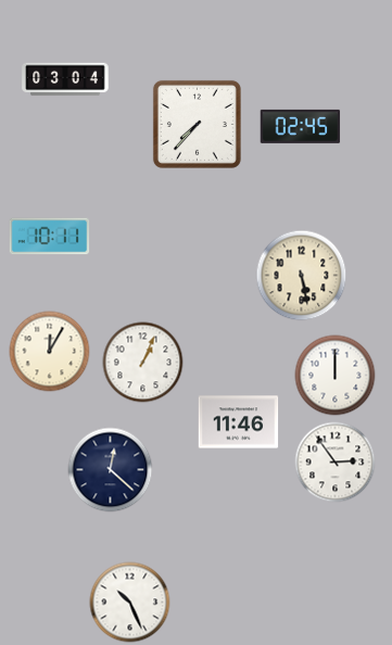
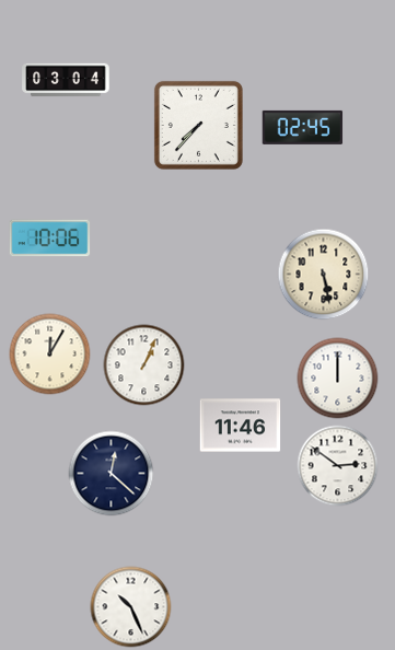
clock at (50, 237): 10:11 -> 10:06
clock at (302, 276) position: (302, 276) -> (324, 275)
clock at (336, 463): 2:54 -> 2:51
